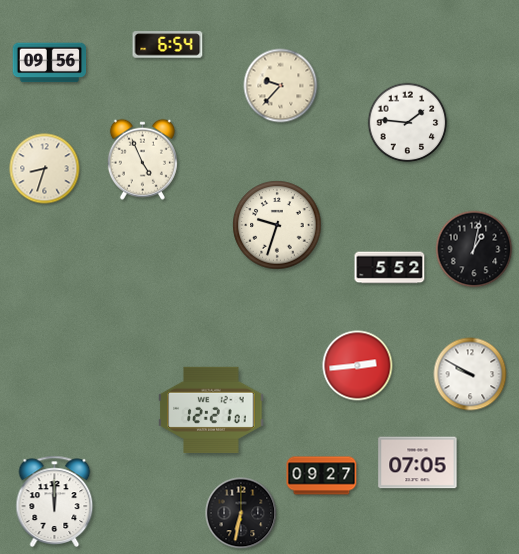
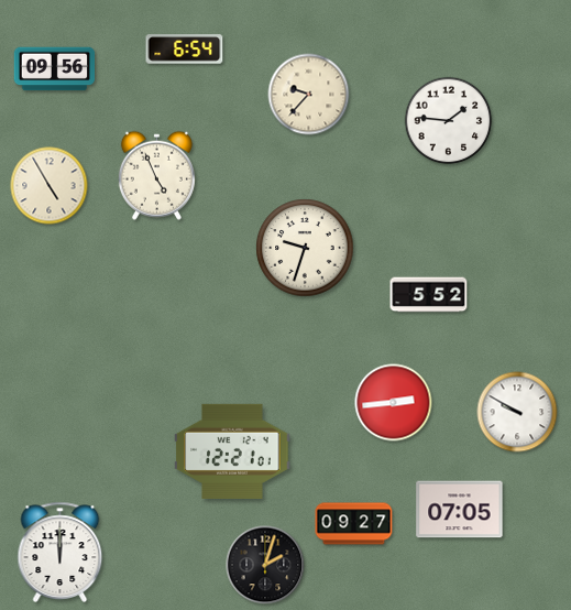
clock at (408, 123) position: (408, 123) -> (449, 121)
clock at (45, 169): 8:33 -> 4:55
clock at (474, 249): 1:02 -> none
clock at (241, 513): 6:32 -> 2:03
